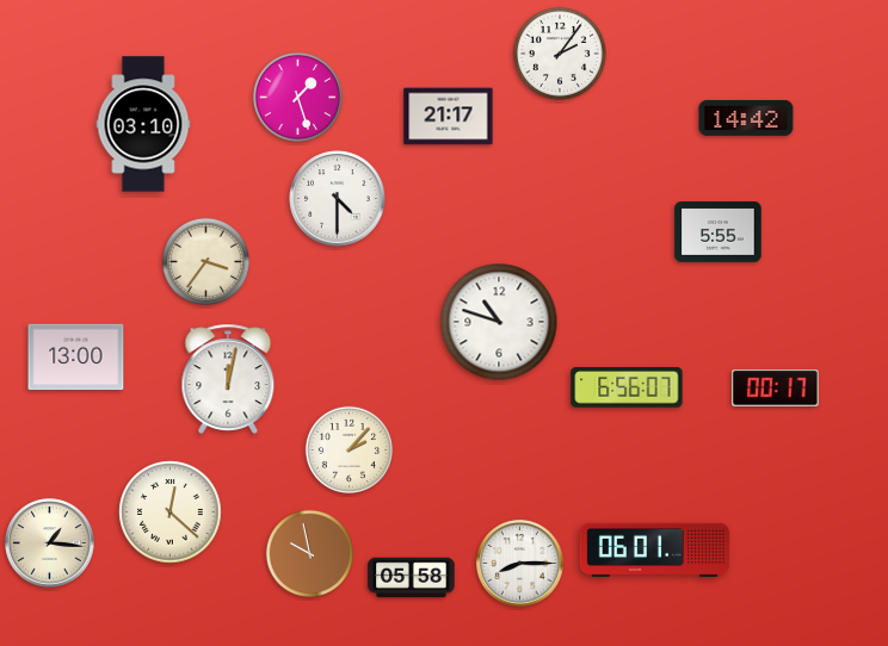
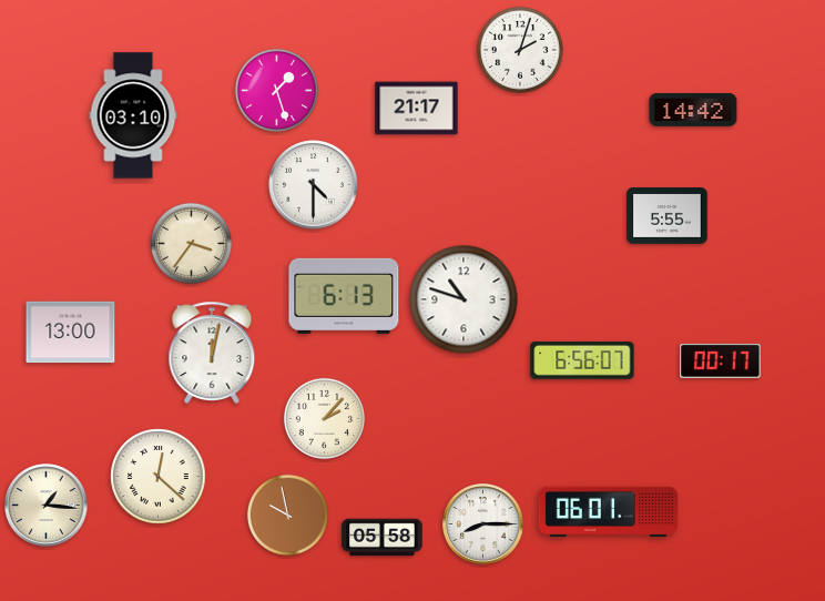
clock at (560, 54): 2:06 -> 2:03
clock at (344, 296): none -> 6:13
